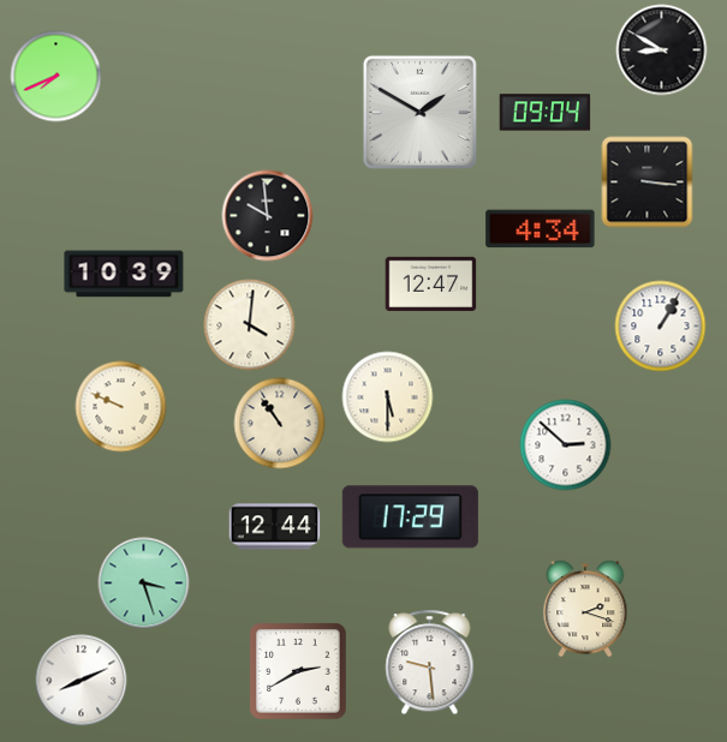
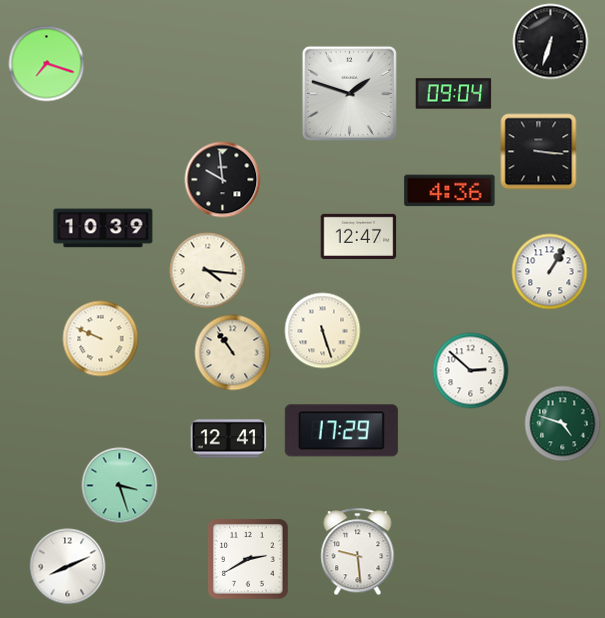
clock at (662, 50): 8:50 -> 6:33
clock at (56, 77): 7:41 -> 7:18
clock at (419, 112): 1:50 -> 1:48
clock at (541, 229): 4:34 -> 4:36
clock at (250, 325): 4:01 -> 4:16
clock at (388, 397): 5:30 -> 5:27
clock at (563, 424): none -> 4:48
clock at (275, 527): 12:44 -> 12:41
clock at (585, 609): 2:18 -> none
